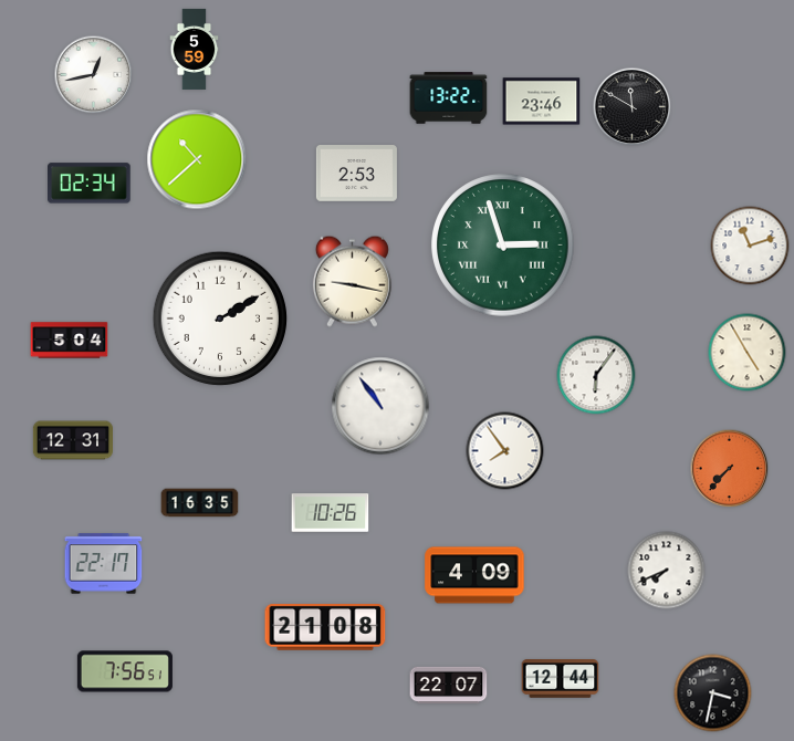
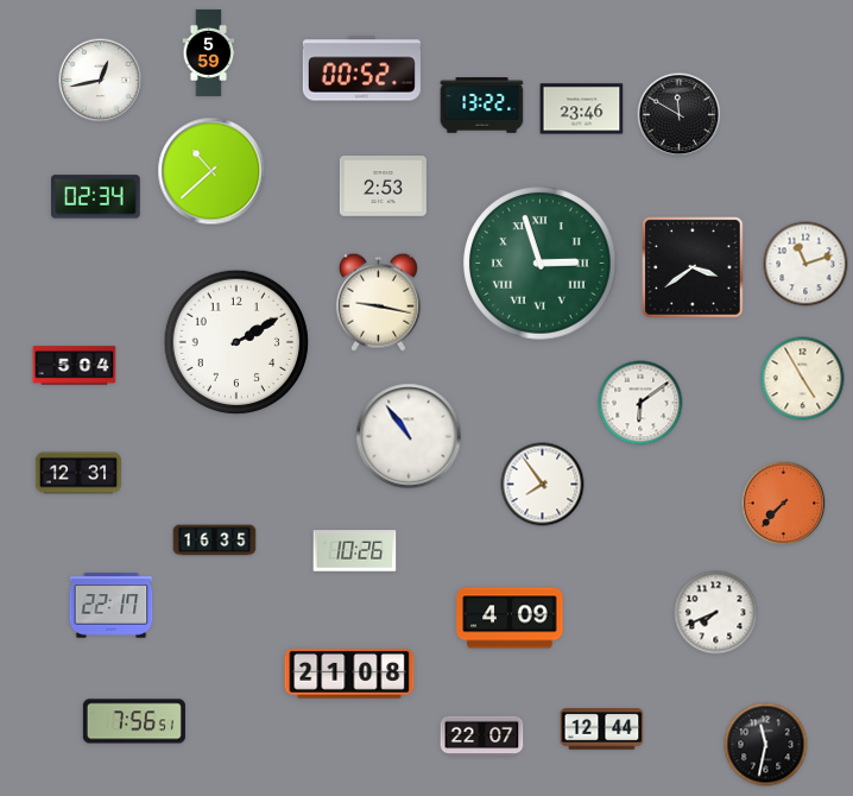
clock at (361, 69): none -> 00:52
clock at (693, 267): none -> 3:39
clock at (596, 375): 6:06 -> 6:09
clock at (713, 693): 3:32 -> 11:32
